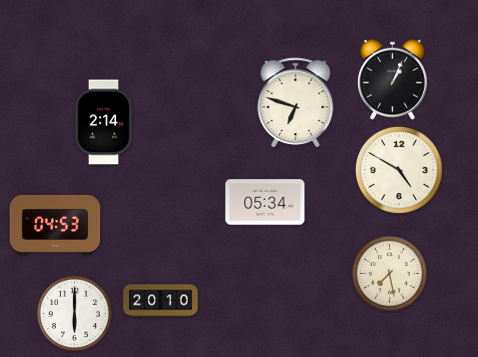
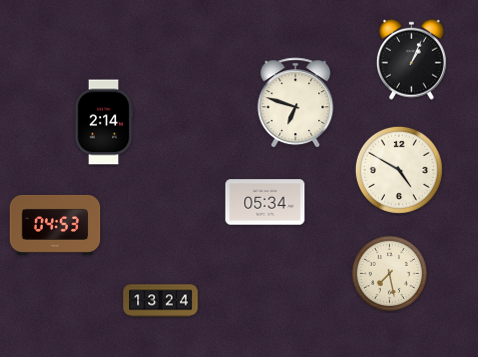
clock at (392, 79) position: (392, 79) -> (411, 59)
clock at (161, 301): 20:10 -> 13:24
clock at (74, 313): 6:00 -> none
